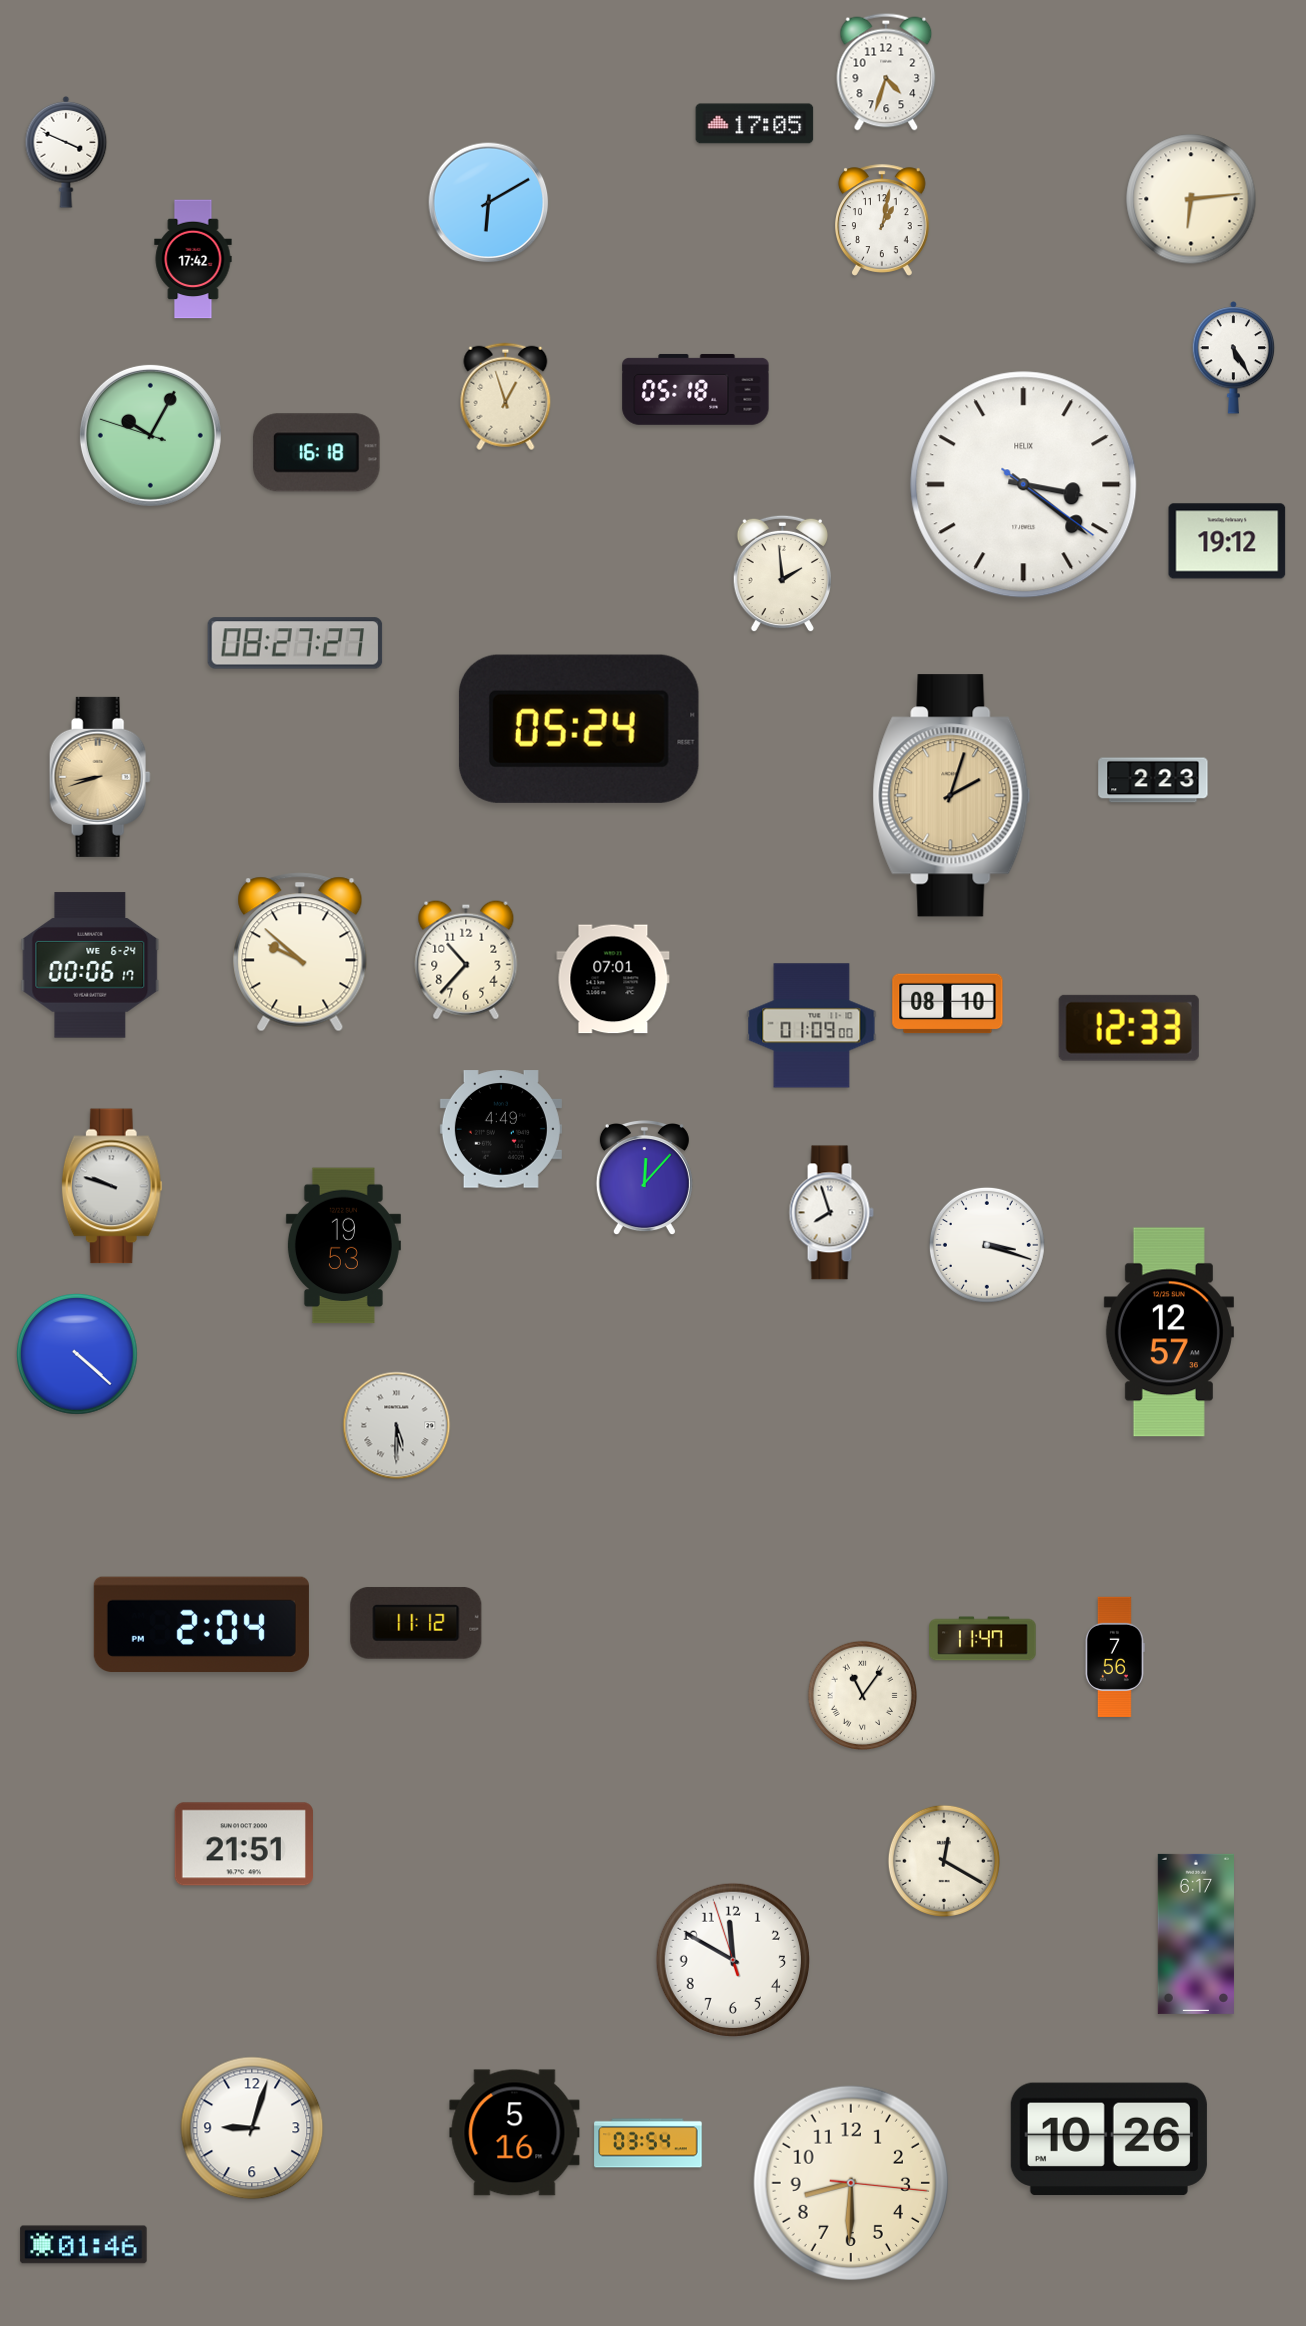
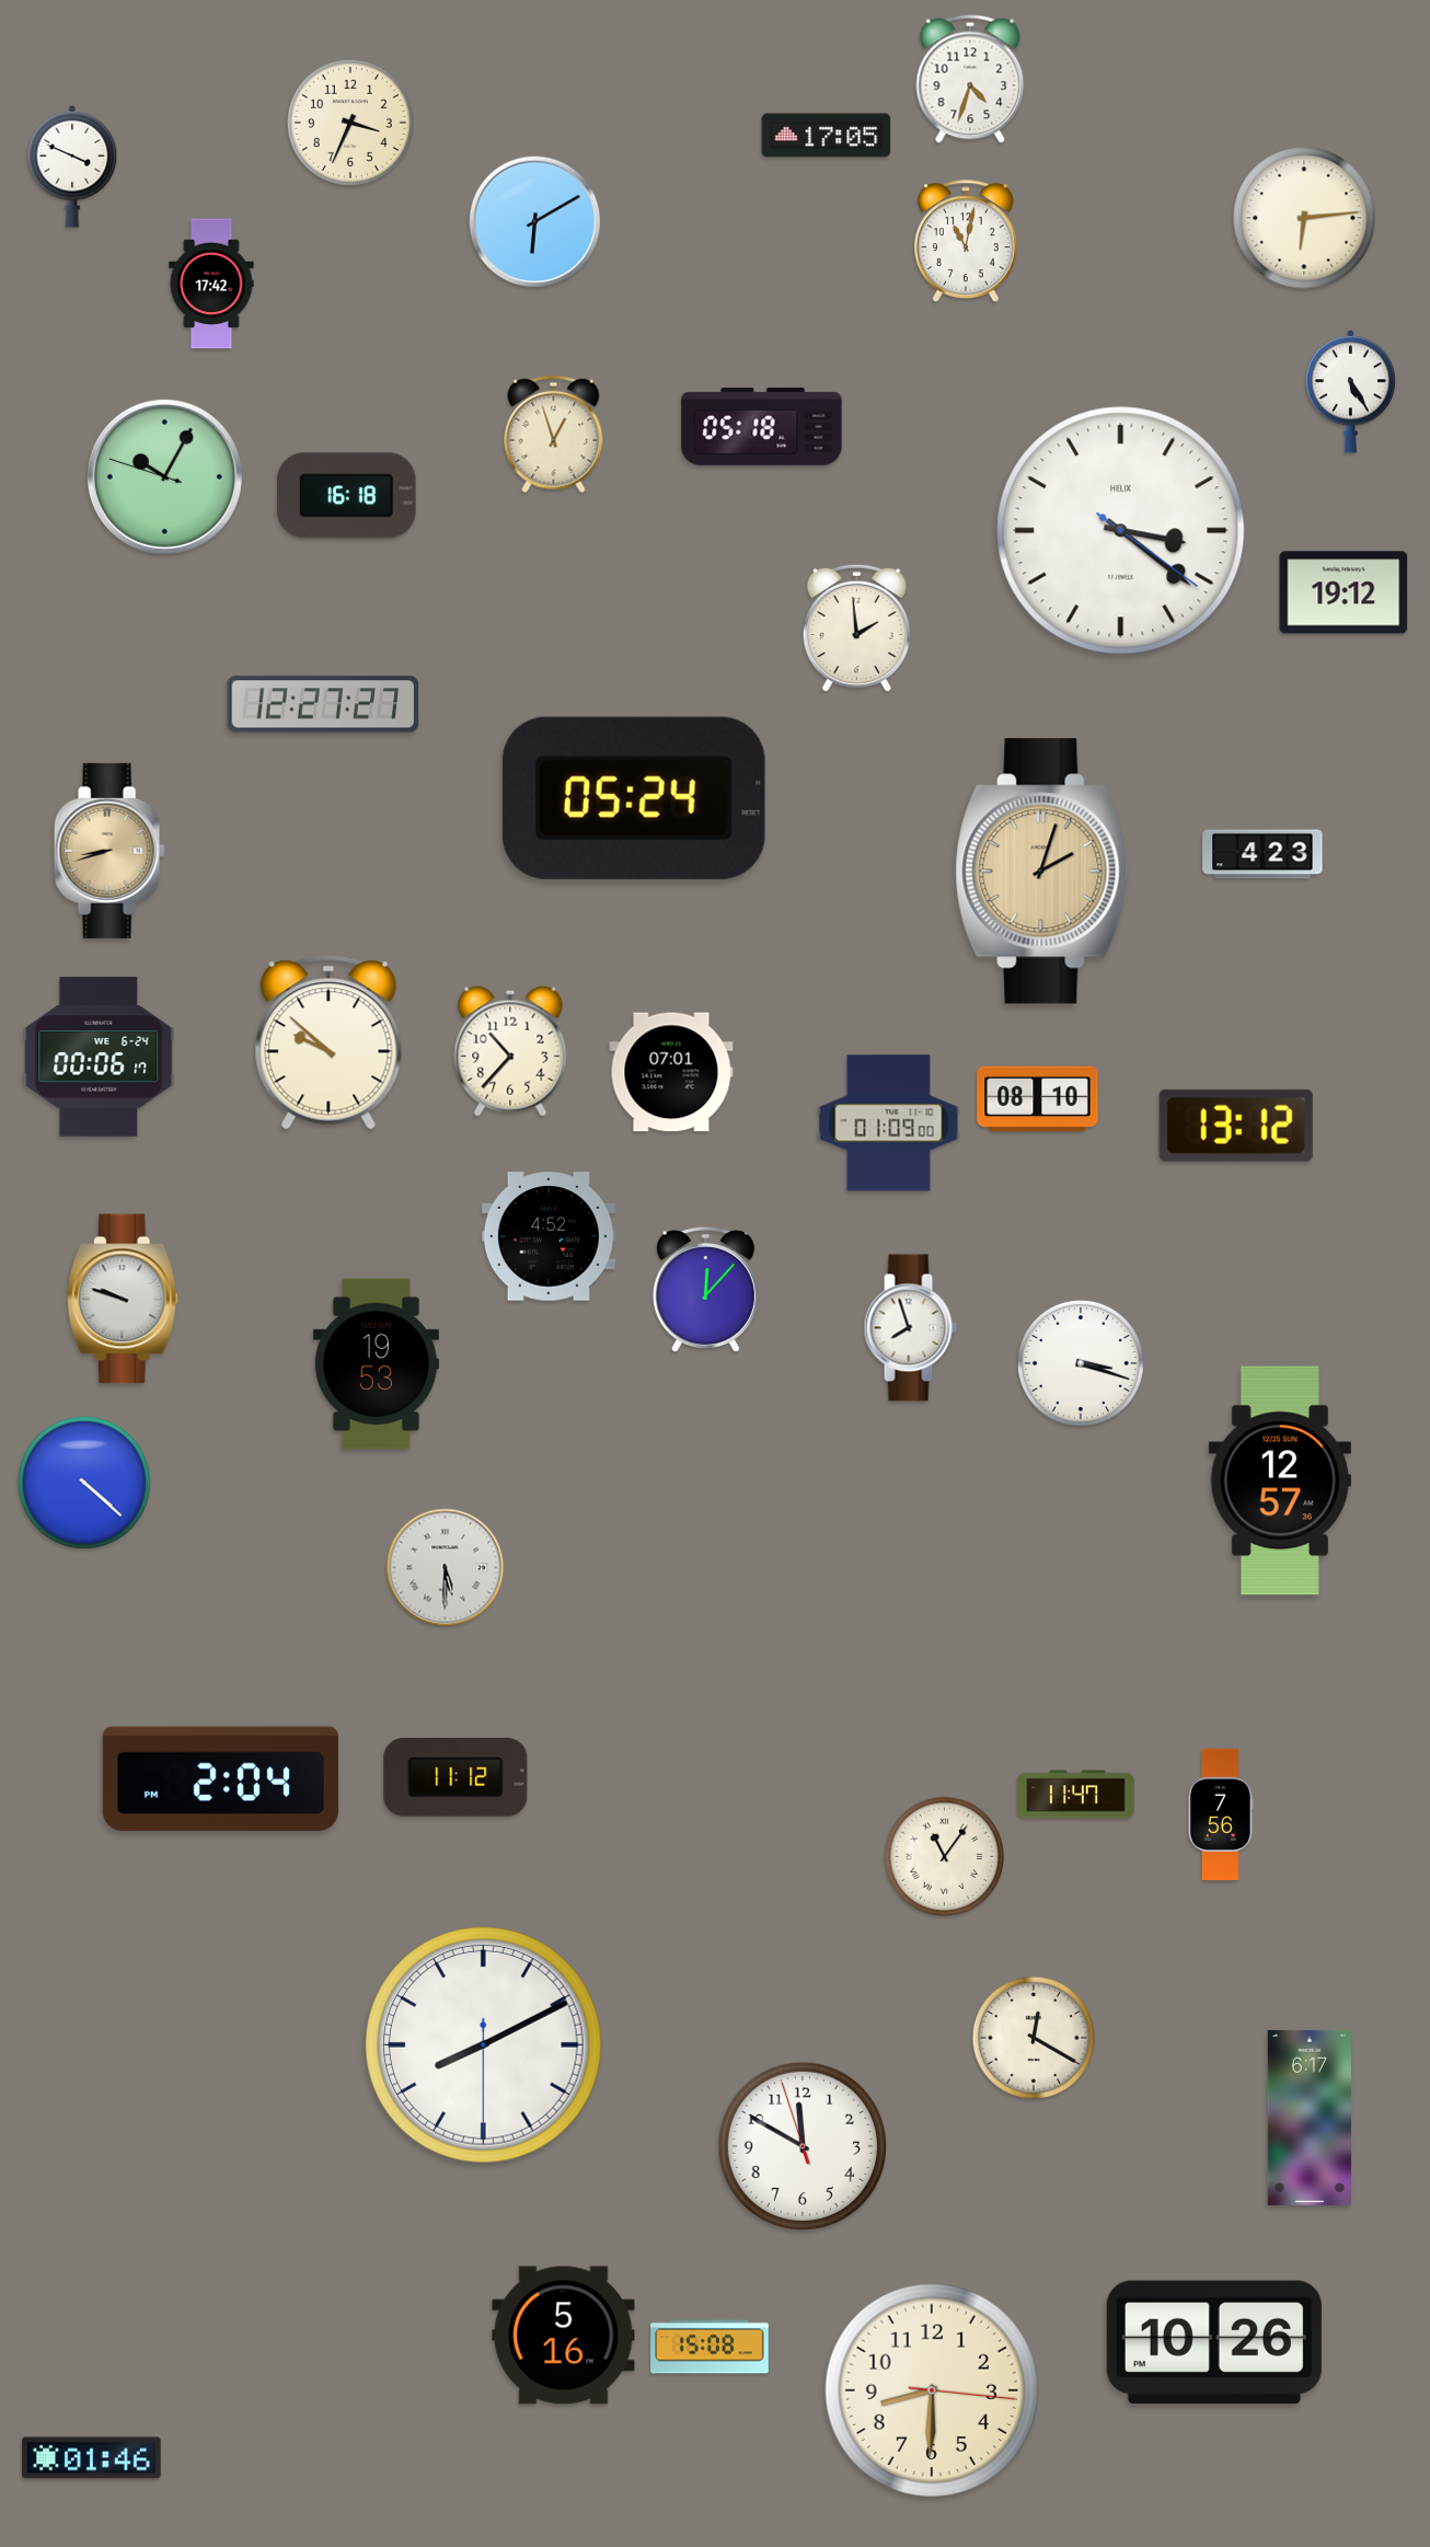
clock at (350, 123): none -> 3:34
clock at (883, 220): 1:02 -> 11:02
clock at (295, 643): 08:27 -> 12:27
clock at (1153, 780): 2:23 -> 4:23
clock at (1129, 1028): 12:33 -> 13:12
clock at (501, 1129): 4:49 -> 4:52
clock at (1169, 1332) position: (1169, 1332) -> (1280, 1480)
clock at (397, 1426) position: (397, 1426) -> (446, 1568)
clock at (243, 1844): 21:51 -> none
clock at (484, 2045): none -> 8:10
clock at (252, 2128): 9:03 -> none
clock at (648, 2143): 03:54 -> 15:08
